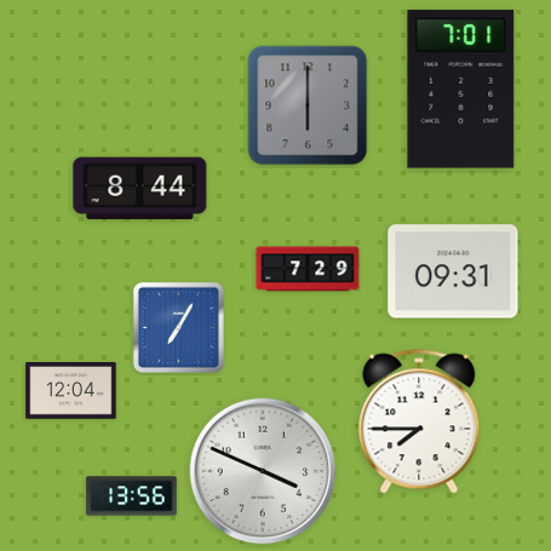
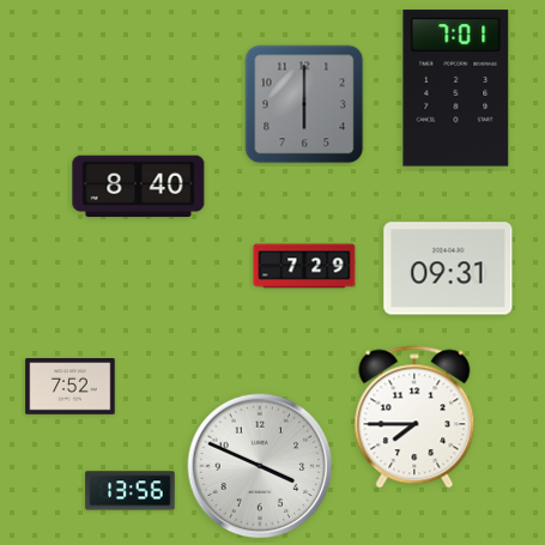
clock at (140, 189): 8:44 -> 8:40
clock at (178, 327): 7:05 -> none
clock at (71, 391): 12:04 -> 7:52
